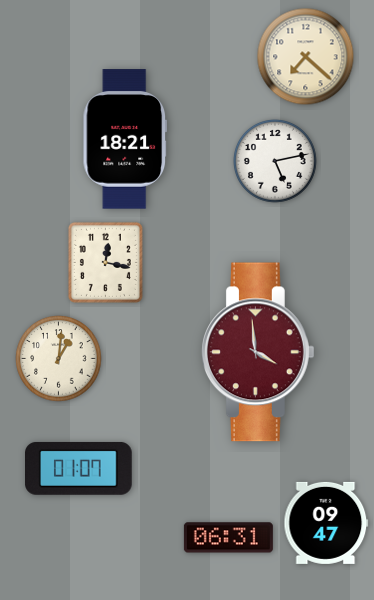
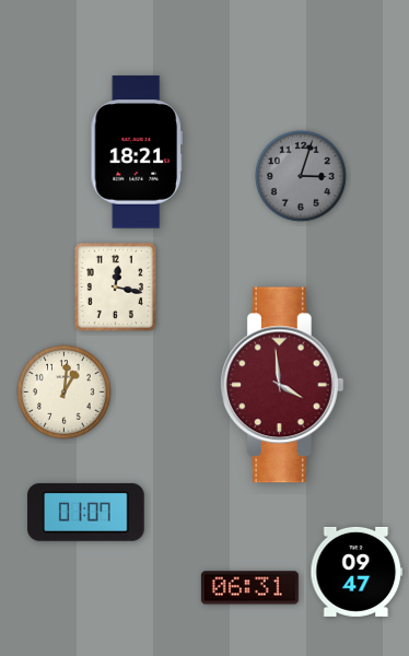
clock at (306, 57): 7:22 -> none
clock at (276, 162): 5:13 -> 3:03
clock at (276, 162) dial: white -> grey
